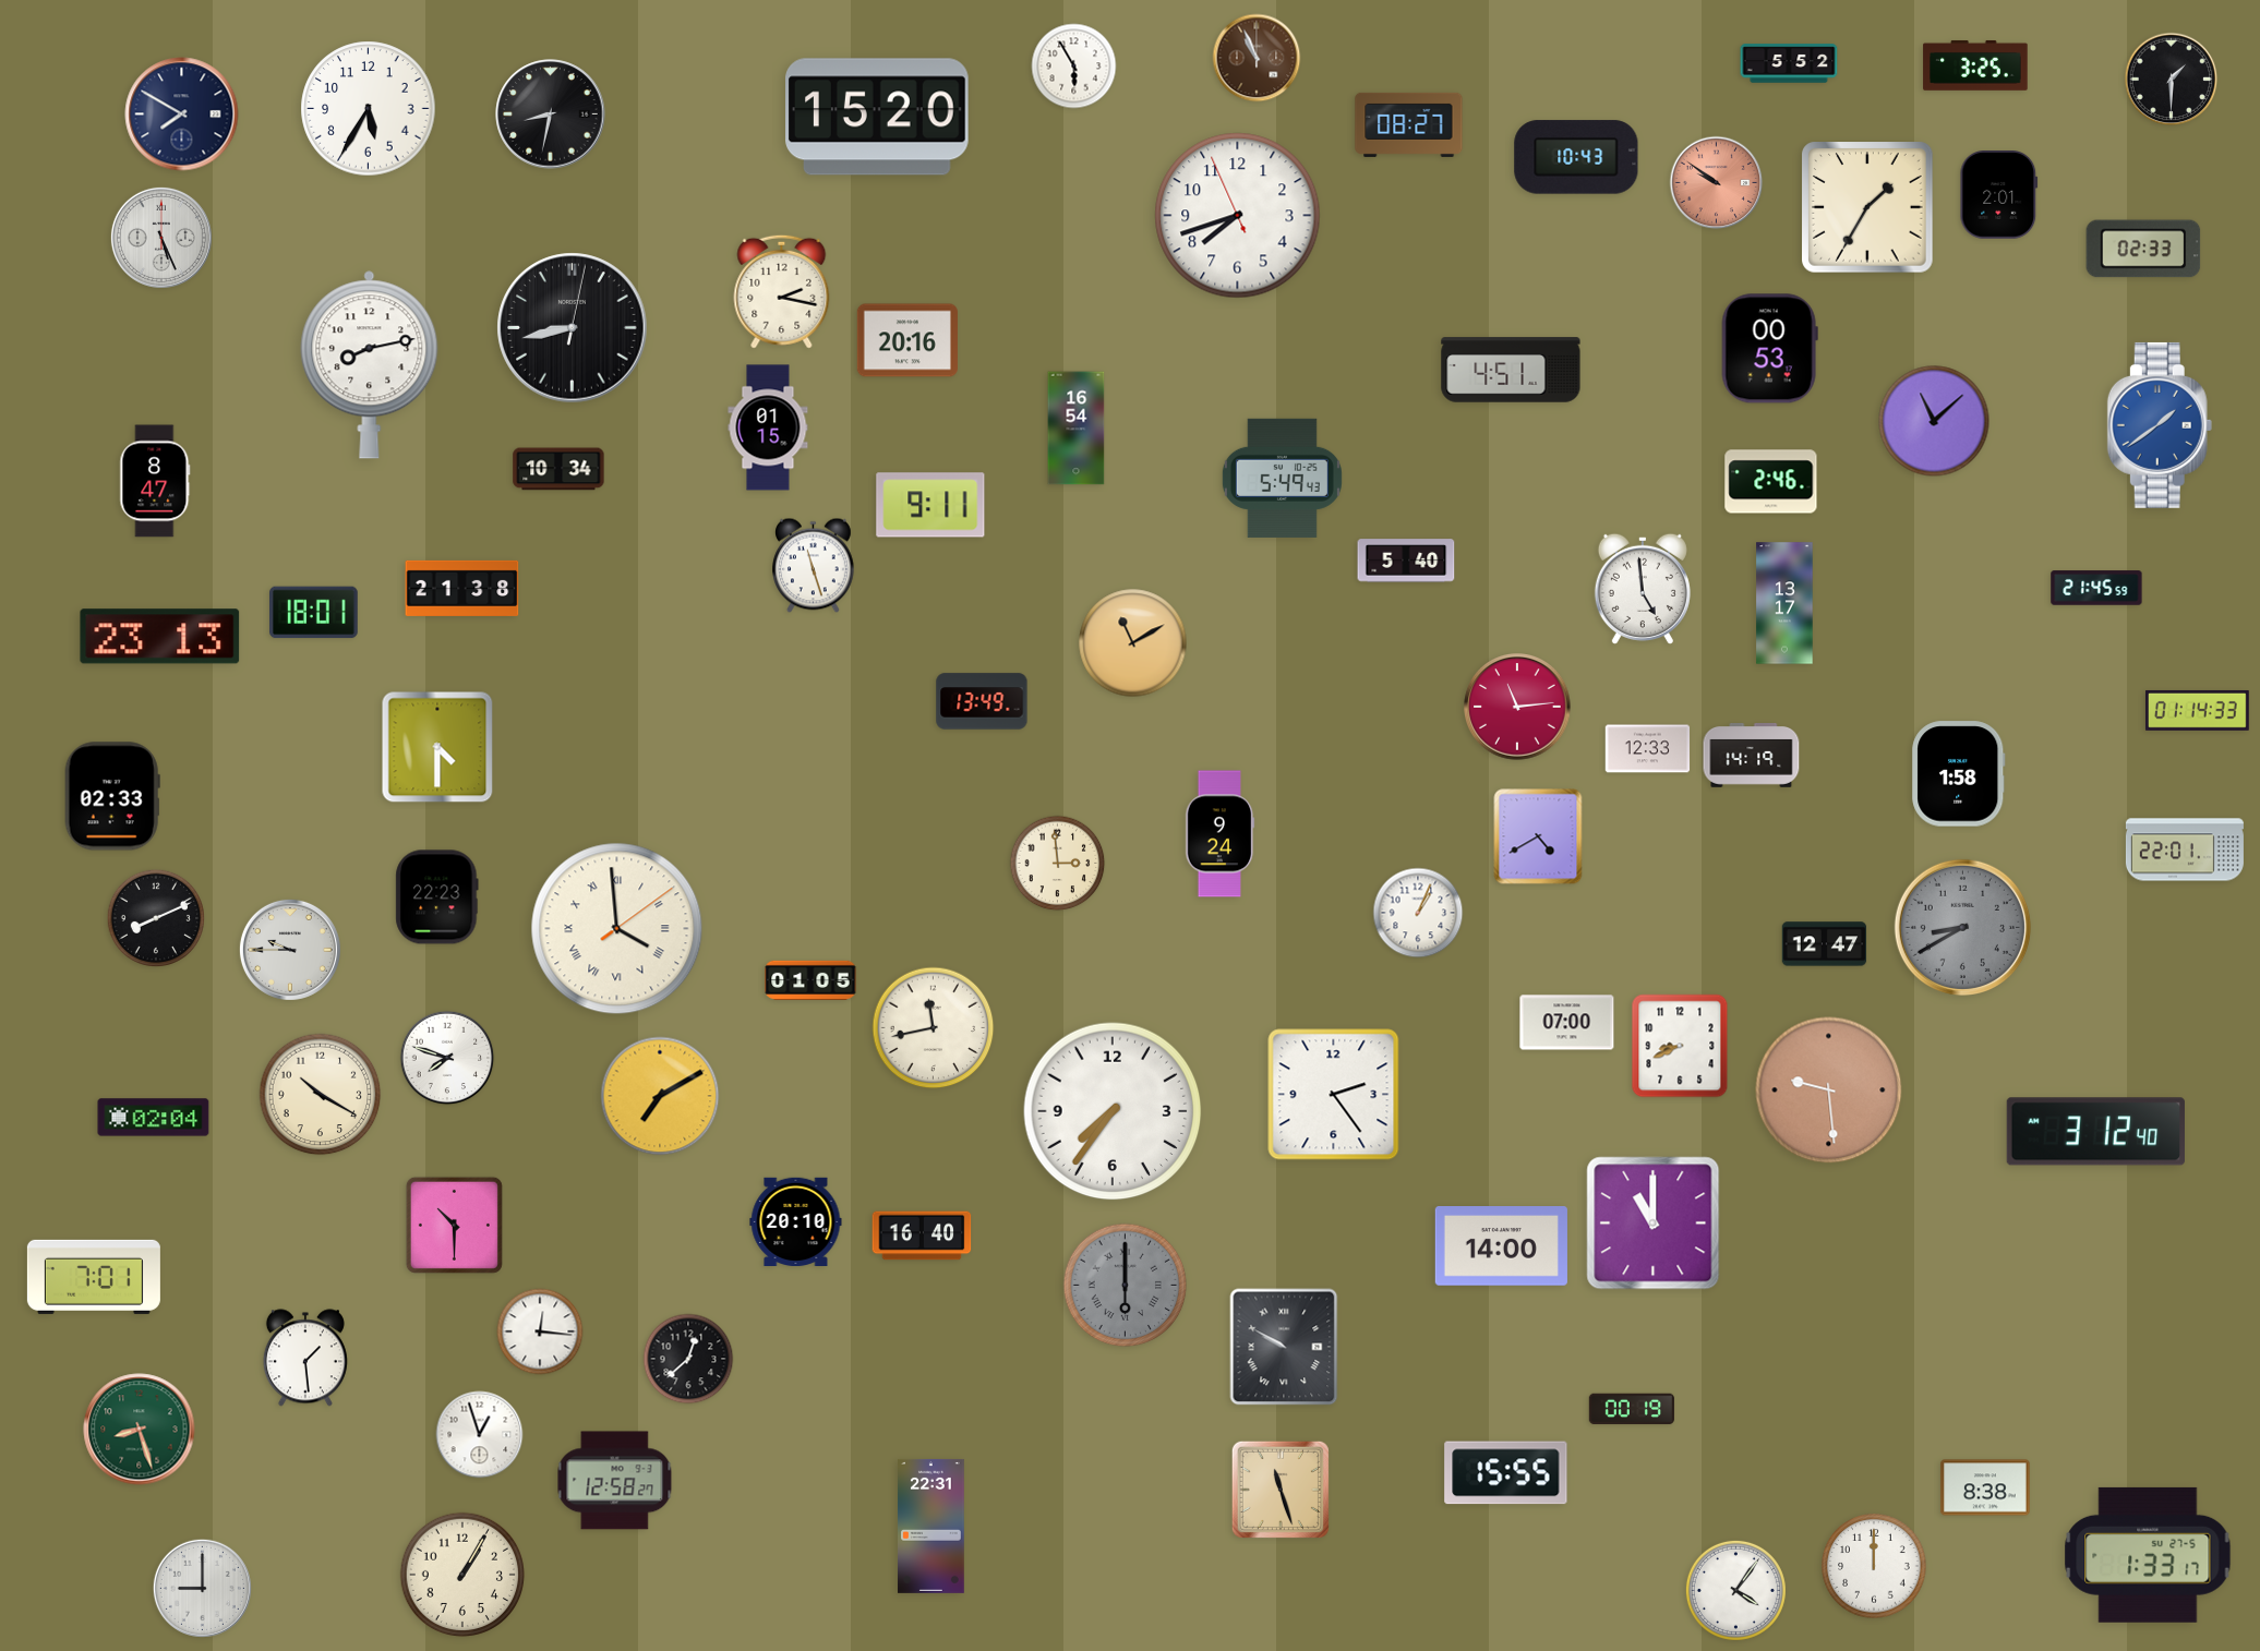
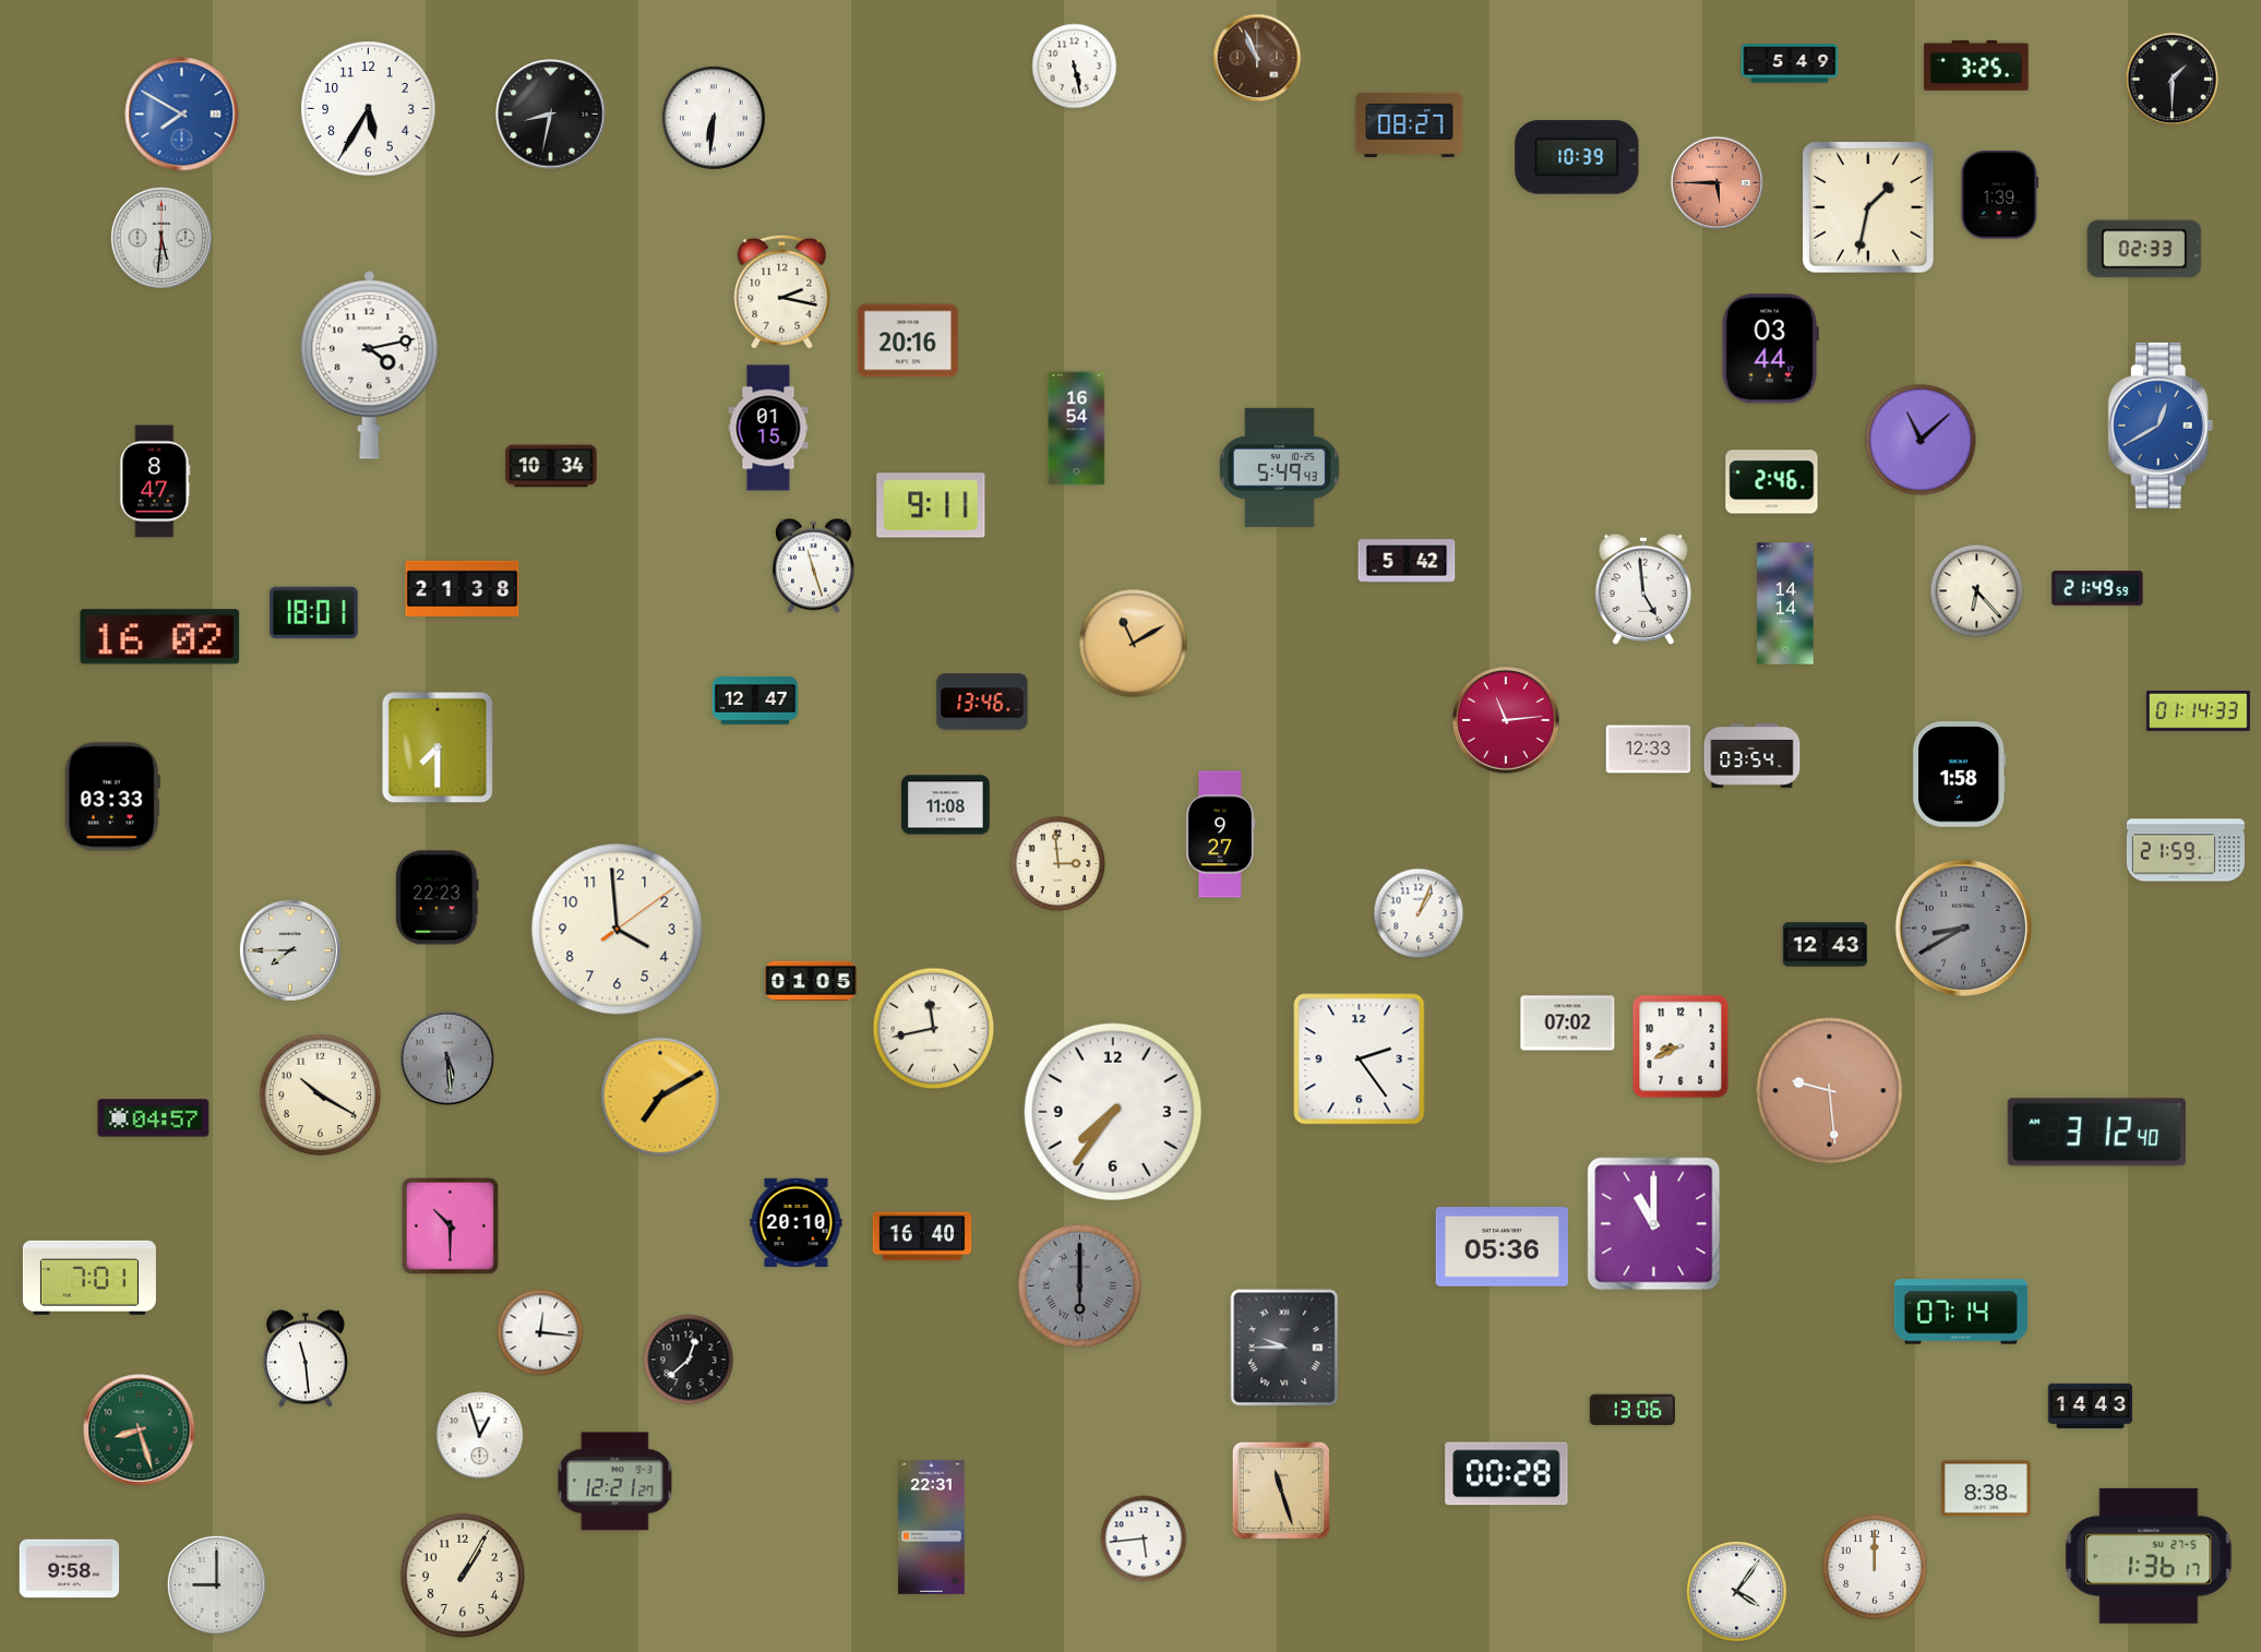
clock at (1789, 63): 5:52 -> 5:49
clock at (1074, 67): 5:55 -> 5:28
clock at (182, 115) dial: navy -> blue
clock at (878, 117): 15:20 -> none
clock at (715, 119): none -> 6:31
clock at (1576, 157): 10:43 -> 10:39
clock at (1717, 183): 9:51 -> 5:45
clock at (1999, 195): 2:01 -> 1:39
clock at (1867, 207): 1:35 -> 1:32
clock at (1238, 216): 7:41 -> none
clock at (161, 238): 5:26 -> 5:31
clock at (573, 328): 8:43 -> none
clock at (1769, 349): 00:53 -> 03:44
clock at (370, 365): 8:13 -> 4:13
clock at (1511, 370): 4:51 -> none
clock at (1934, 421) position: (1934, 421) -> (1921, 440)
clock at (2160, 425): 1:39 -> 12:40
clock at (558, 469) position: (558, 469) -> (551, 466)
clock at (1282, 478) position: (1282, 478) -> (1279, 467)
clock at (1406, 561): 5:40 -> 5:42
clock at (2096, 588): 21:45 -> 21:49
clock at (1977, 591): none -> 6:23
clock at (1784, 603): 13:17 -> 14:14
clock at (160, 637): 23:13 -> 16:02
clock at (754, 701): none -> 12:47
clock at (982, 701): 13:49 -> 13:46
clock at (1517, 707) position: (1517, 707) -> (1506, 720)
clock at (437, 747): 4:30 -> 7:30
clock at (1752, 756): 14:19 -> 03:54
clock at (112, 796): 02:33 -> 03:33
clock at (946, 805): none -> 11:08
clock at (1221, 834): 9:24 -> 9:27
clock at (1538, 836): 4:40 -> none
clock at (2185, 849): 22:01 -> 21:59
clock at (155, 917): 8:11 -> none
clock at (617, 929) numerals: Roman -> Arabic
clock at (1825, 944): 12:47 -> 12:43
clock at (290, 950): 9:45 -> 7:45
clock at (1567, 1023): 07:00 -> 07:02
clock at (447, 1058): 7:48 -> 5:29
clock at (447, 1058) dial: white -> grey
clock at (1334, 1095) position: (1334, 1095) -> (1360, 1060)
clock at (154, 1118): 02:04 -> 04:57
clock at (454, 1225) position: (454, 1225) -> (450, 1225)
clock at (1501, 1246): 14:00 -> 05:36
clock at (94, 1277) position: (94, 1277) -> (89, 1278)
clock at (1126, 1286) position: (1126, 1286) -> (1080, 1286)
clock at (1961, 1312): none -> 07:14
clock at (1284, 1347): 9:50 -> 9:45
clock at (305, 1358): 1:29 -> 11:29
clock at (2091, 1406): none -> 14:43
clock at (1632, 1409): 00:19 -> 13:06
clock at (1506, 1473): 15:55 -> 00:28
clock at (615, 1481): 12:58 -> 12:21
clock at (1144, 1539): none -> 5:44
clock at (2148, 1555): 1:33 -> 1:36
clock at (70, 1569): none -> 9:58
clock at (202, 1588) position: (202, 1588) -> (216, 1584)
